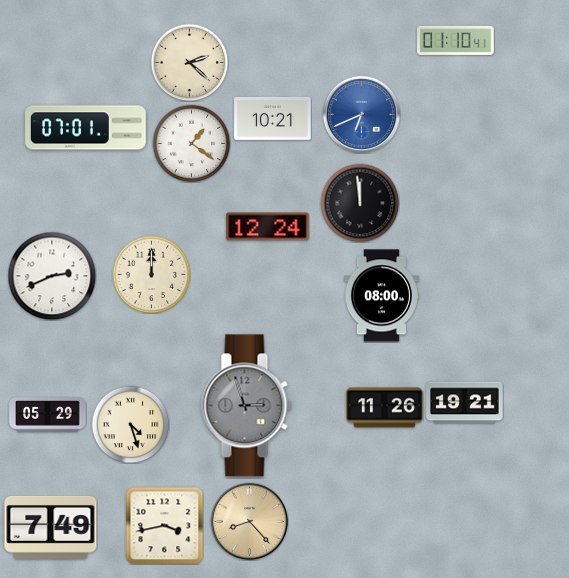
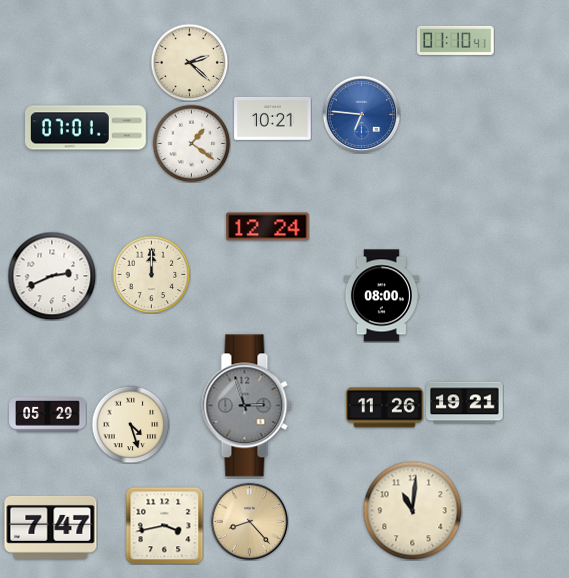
clock at (361, 114): 6:41 -> 6:46
clock at (360, 203): 11:59 -> none
clock at (413, 511): none -> 11:01
clock at (51, 527): 7:49 -> 7:47
